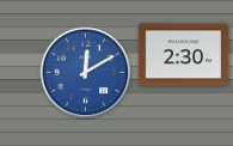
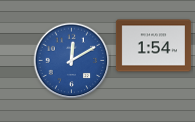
clock at (183, 55): 2:30 -> 1:54
